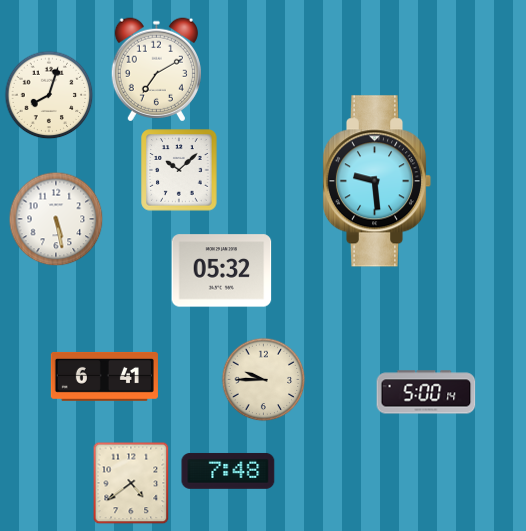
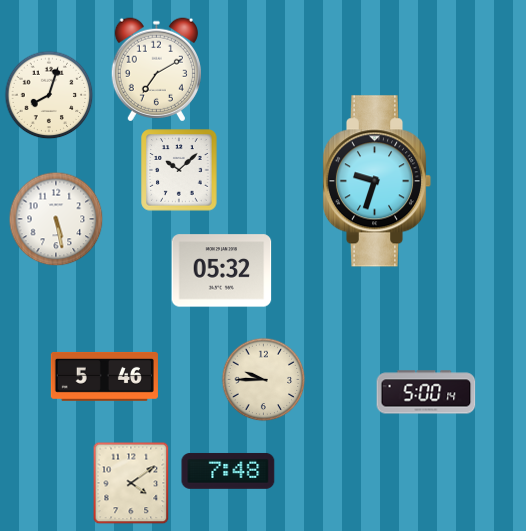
clock at (377, 181): 9:29 -> 9:33
clock at (104, 376): 6:41 -> 5:46
clock at (131, 483): 4:39 -> 4:09
